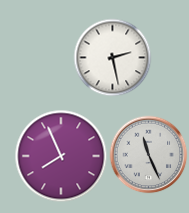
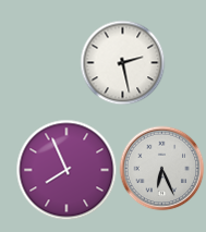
clock at (148, 154): 11:26 -> 6:26
